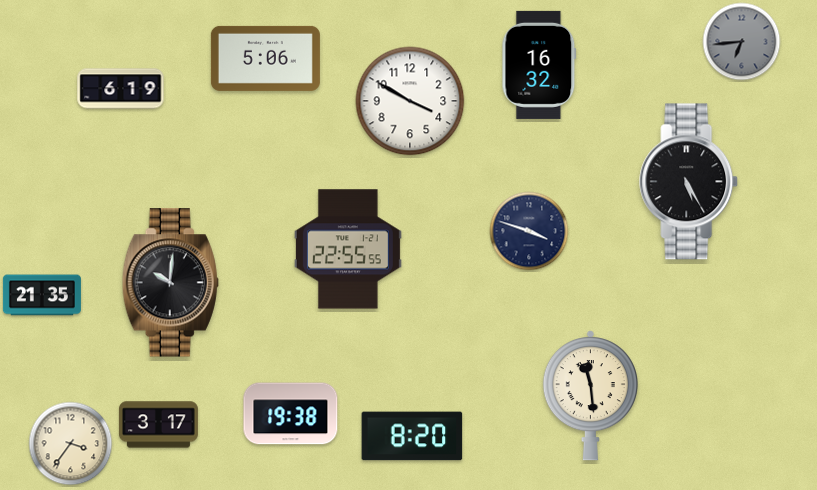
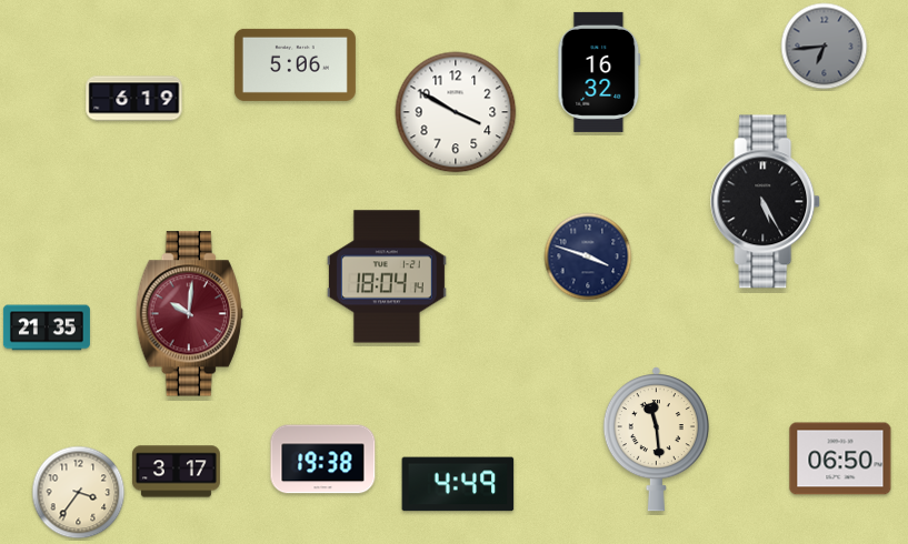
clock at (348, 249): 22:55 -> 18:04
clock at (170, 283) dial: black -> burgundy
clock at (840, 459): none -> 06:50
clock at (412, 436): 8:20 -> 4:49
